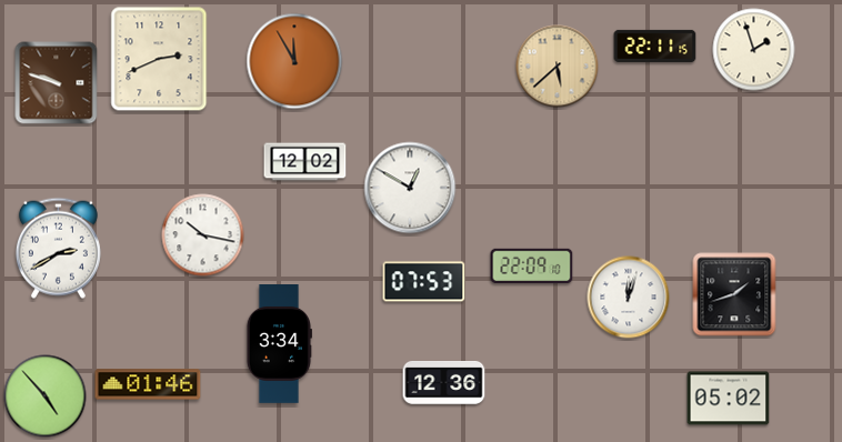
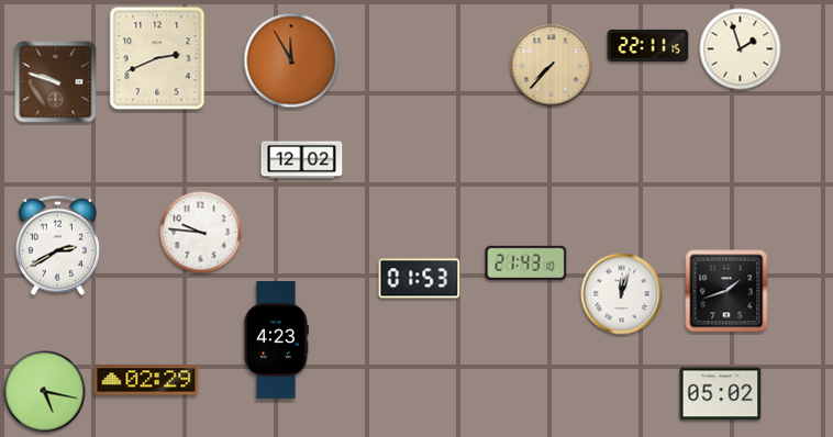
clock at (754, 50) position: (754, 50) -> (741, 49)
clock at (558, 67): 5:38 -> 7:37
clock at (410, 188): 12:50 -> none
clock at (203, 235): 10:17 -> 9:46
clock at (532, 265): 22:09 -> 21:43
clock at (424, 282): 07:53 -> 01:53
clock at (279, 344): 3:34 -> 4:23
clock at (444, 383): 12:36 -> none
clock at (148, 384): 01:46 -> 02:29
clock at (46, 396): 4:53 -> 5:17
